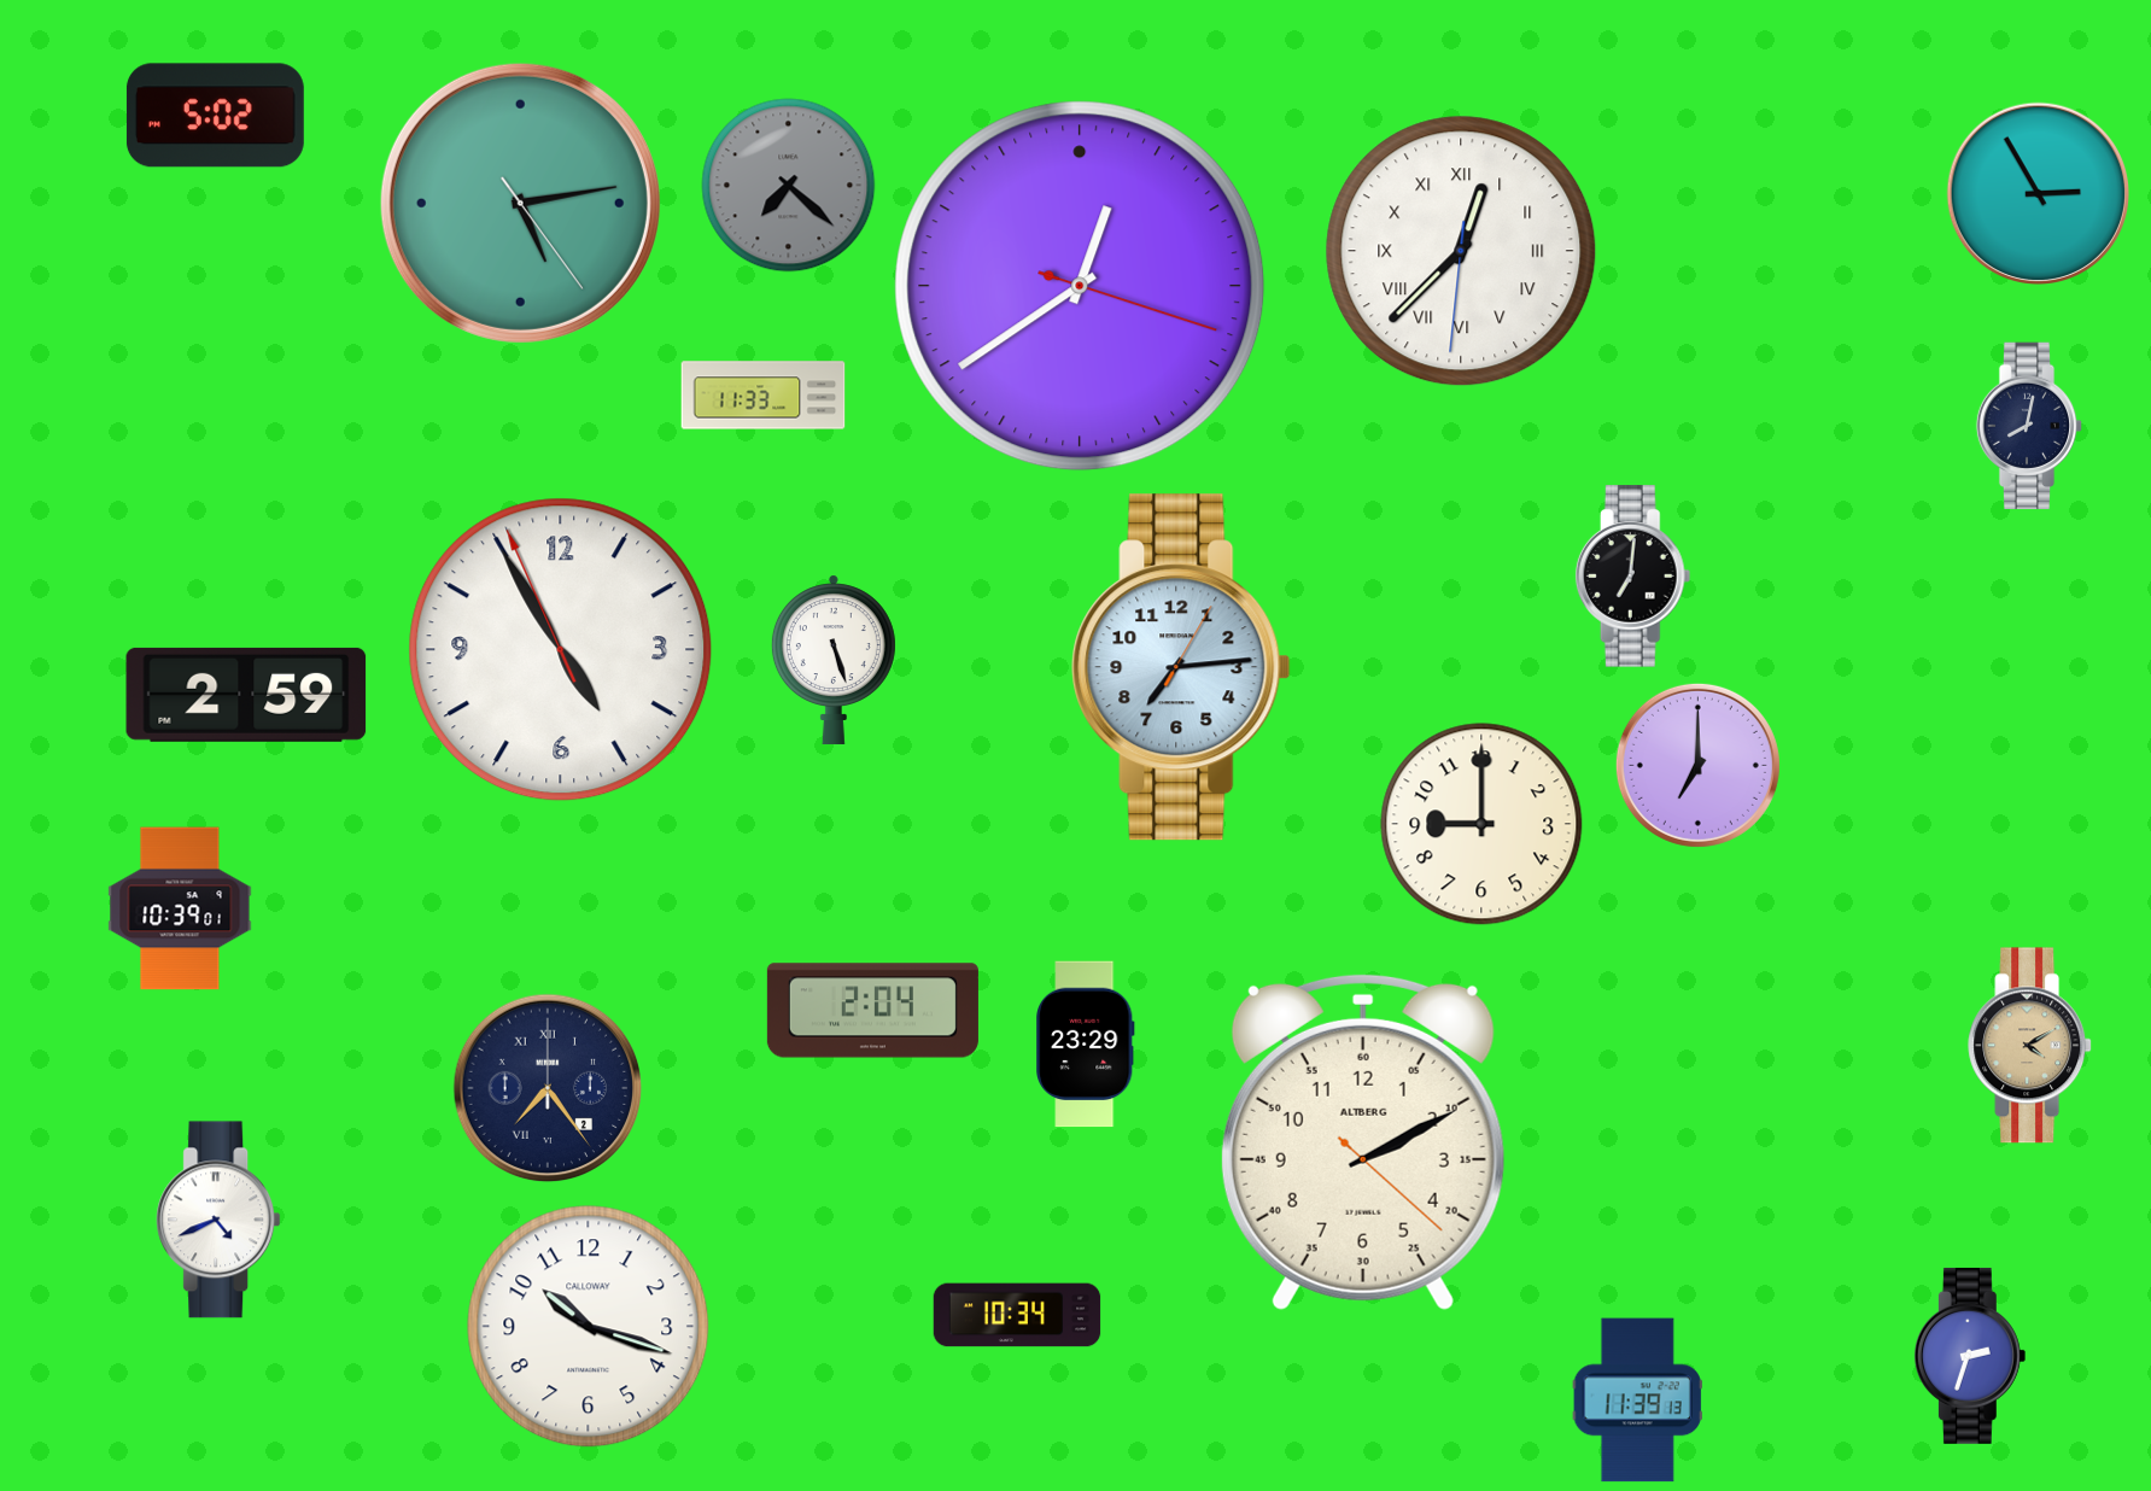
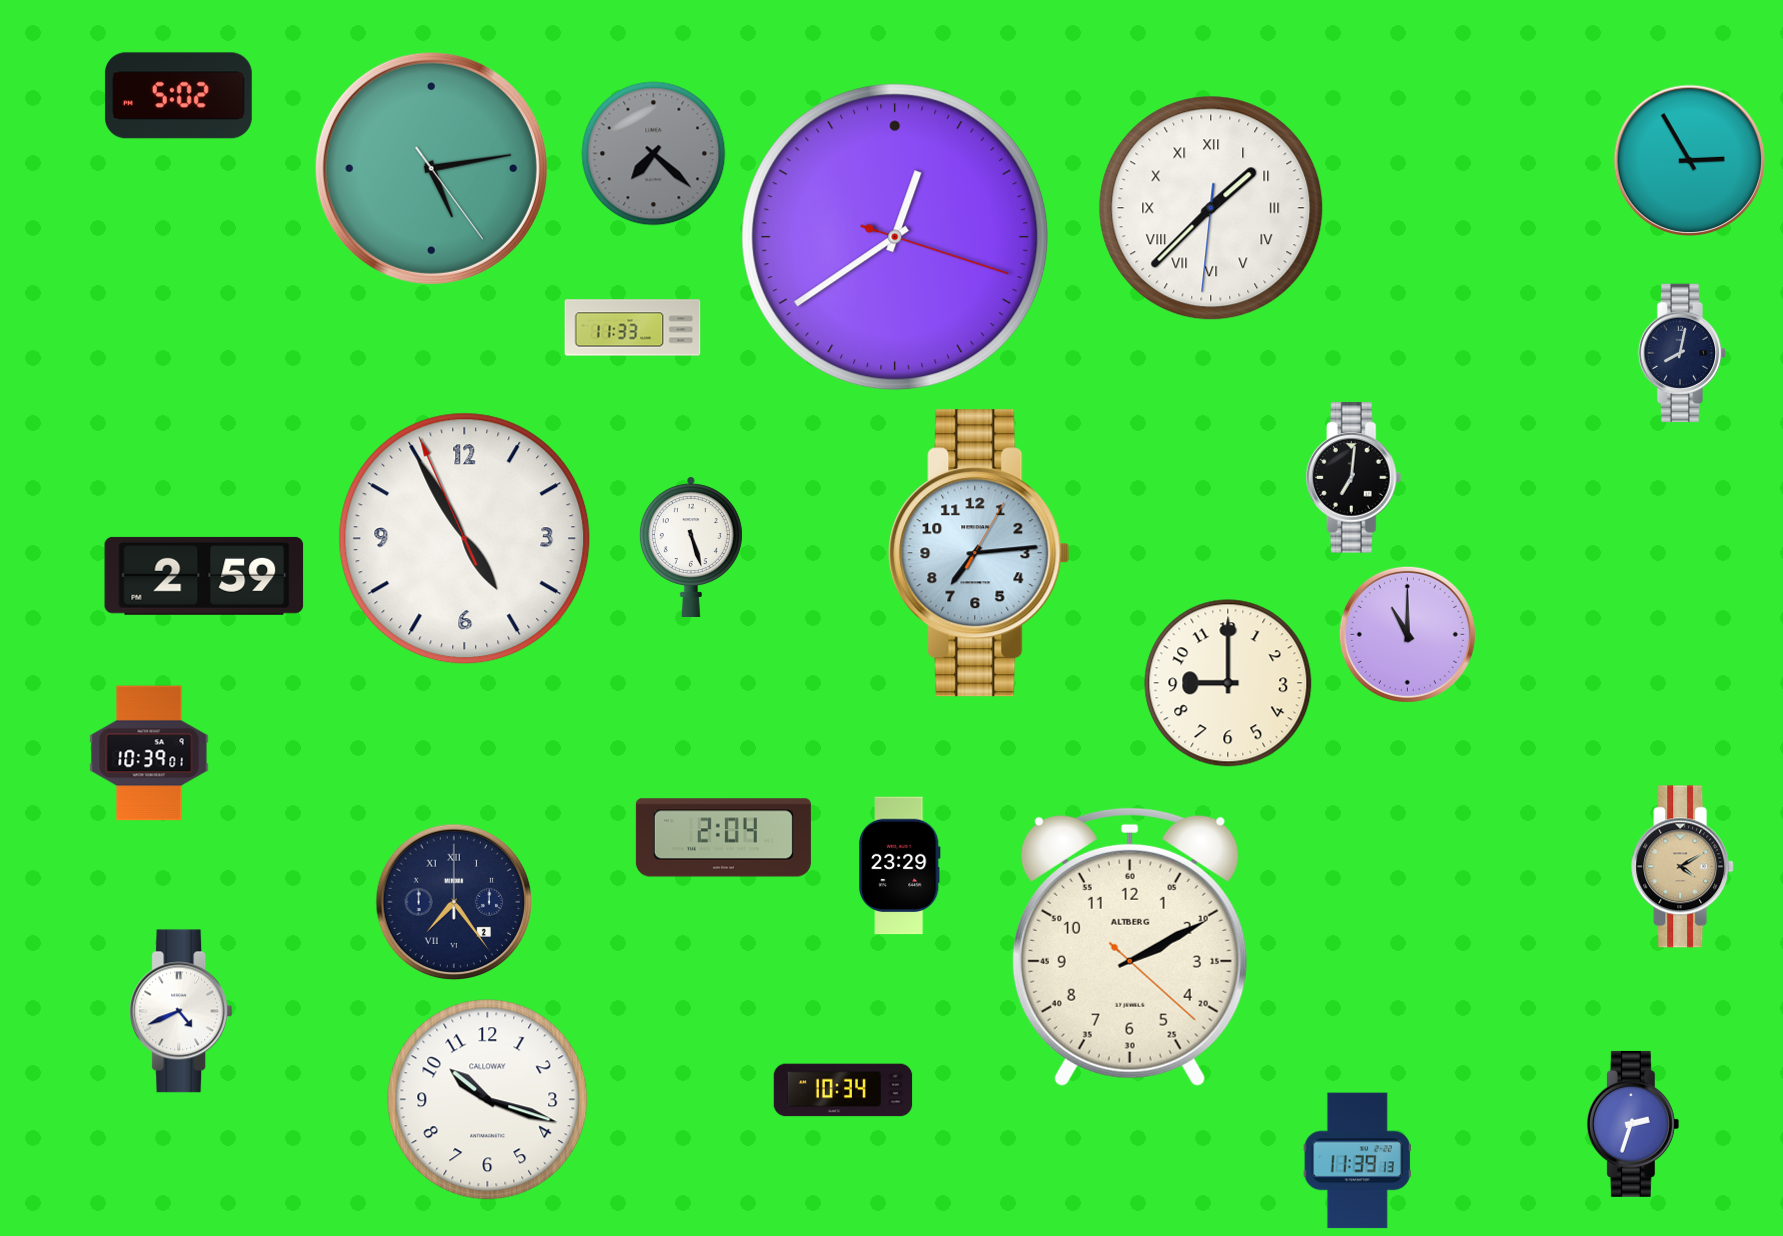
clock at (1461, 251): 12:37 -> 1:37
clock at (1697, 765): 7:00 -> 11:00
